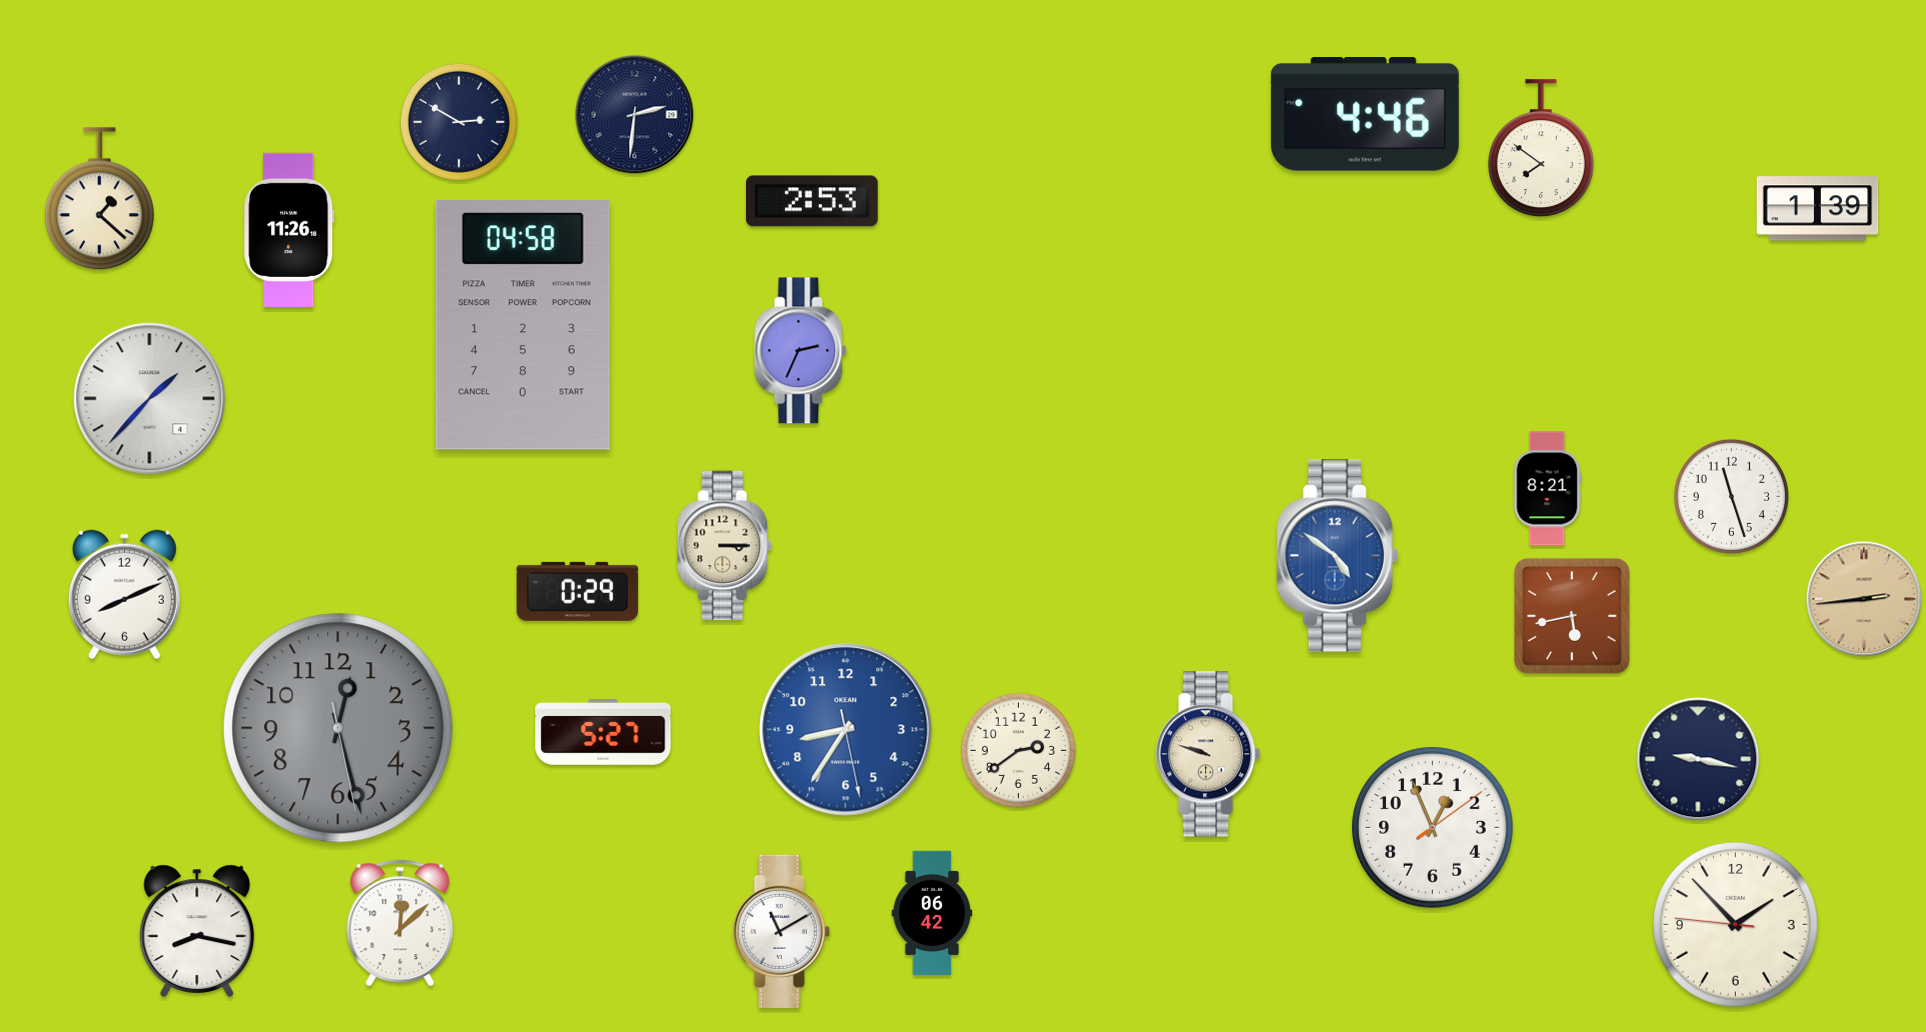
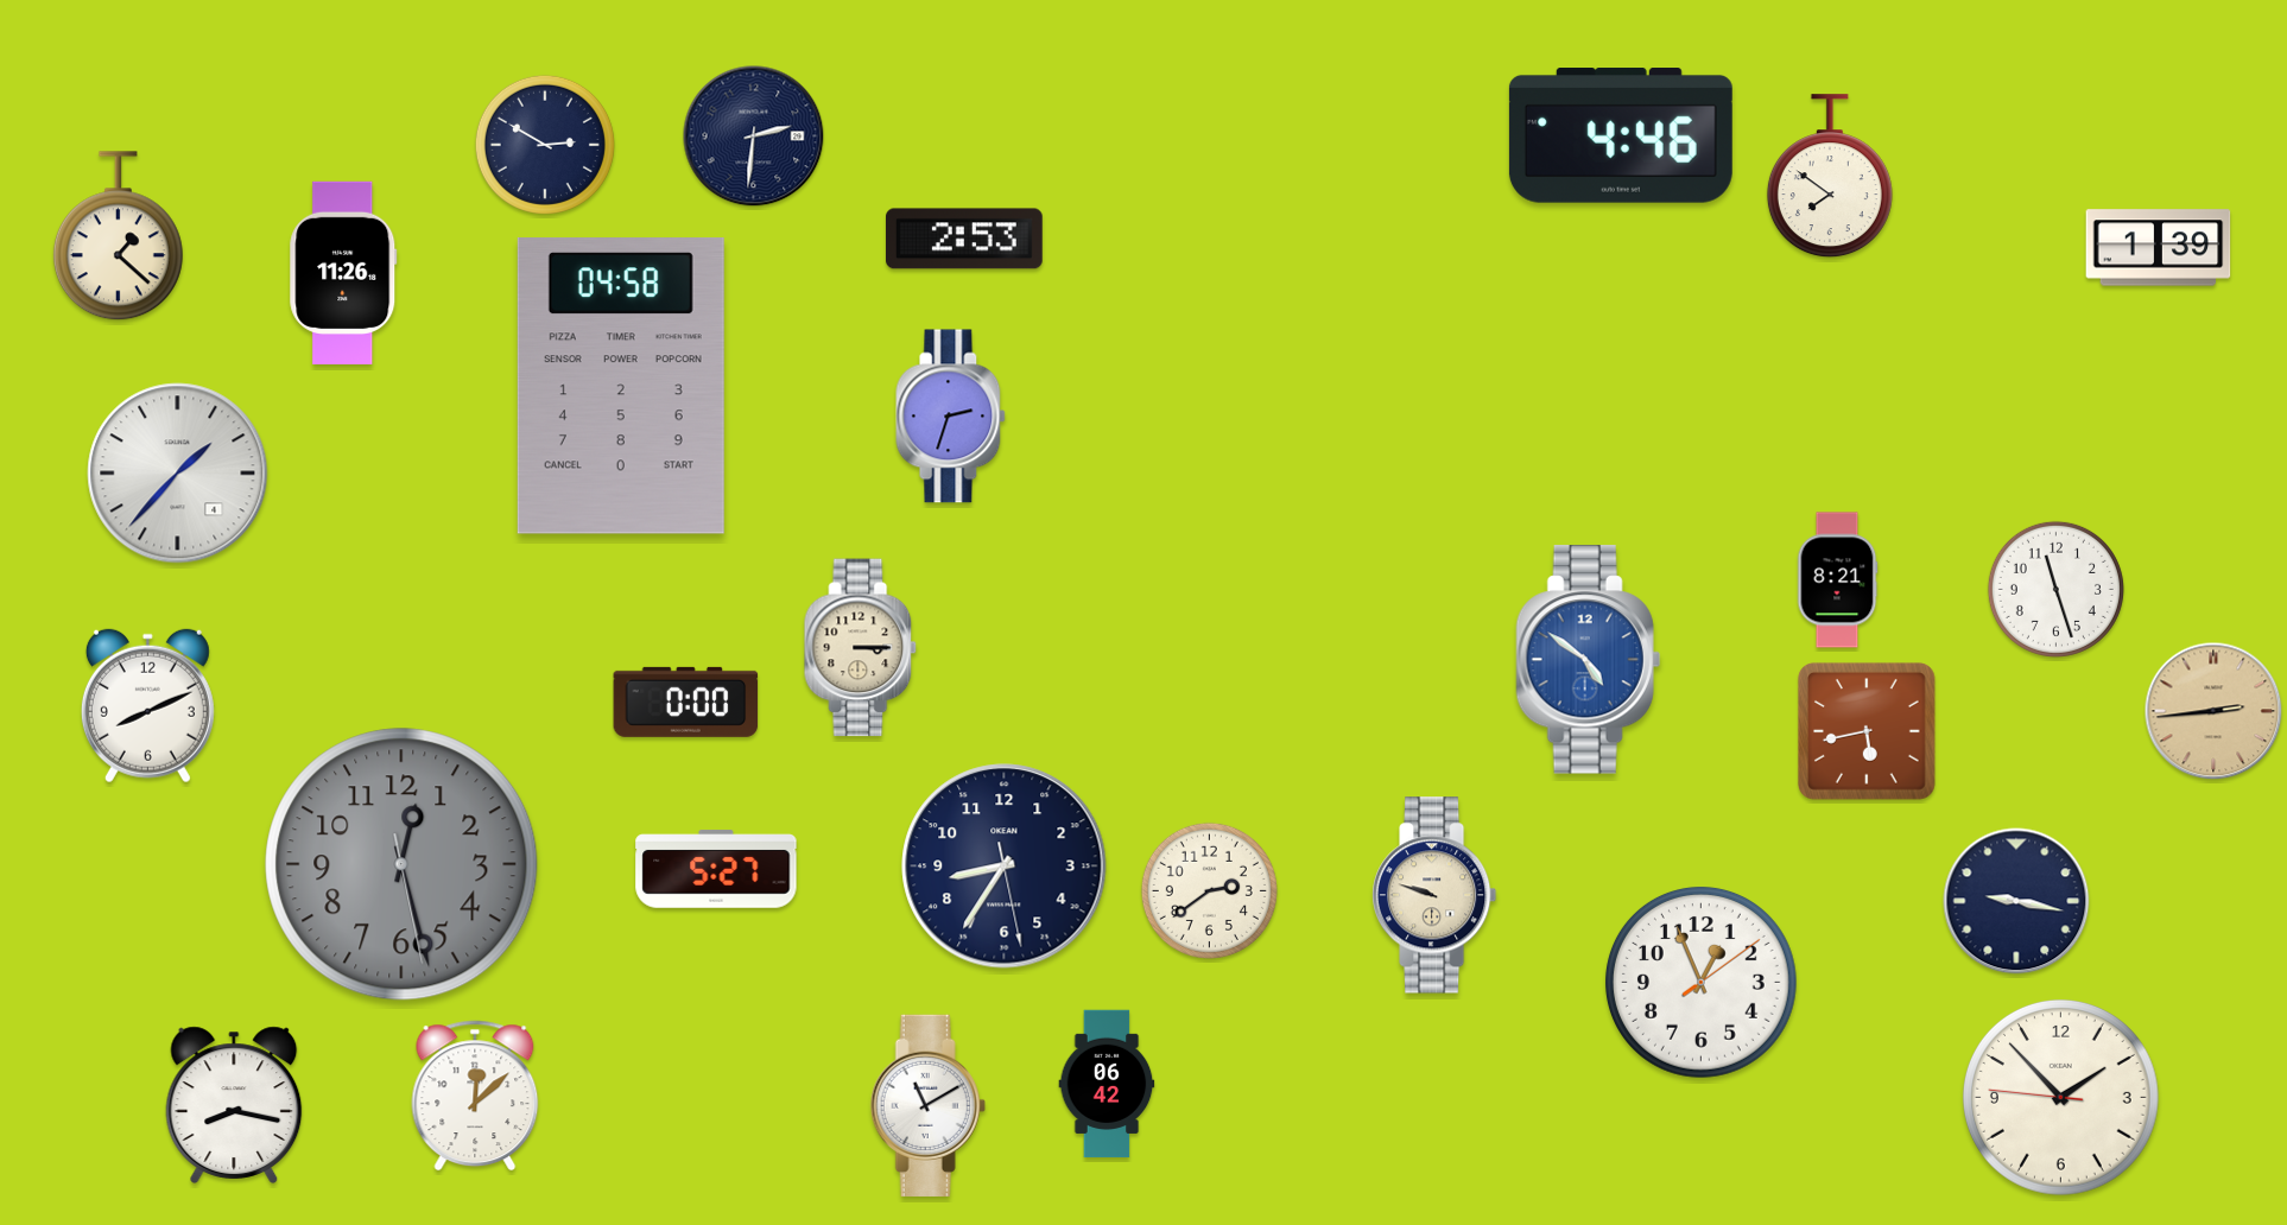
clock at (801, 351): 2:34 -> 2:33
clock at (578, 591): 0:29 -> 0:00
clock at (846, 730) dial: blue -> navy
